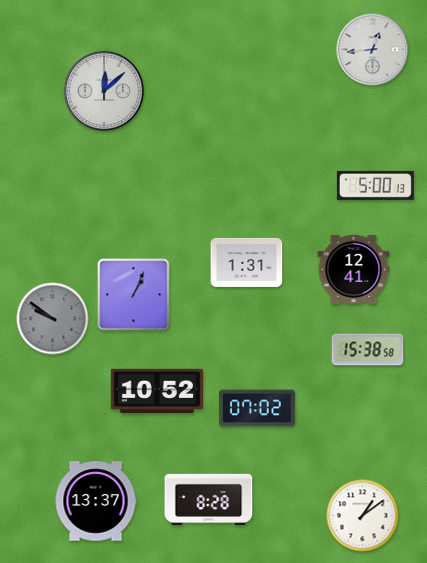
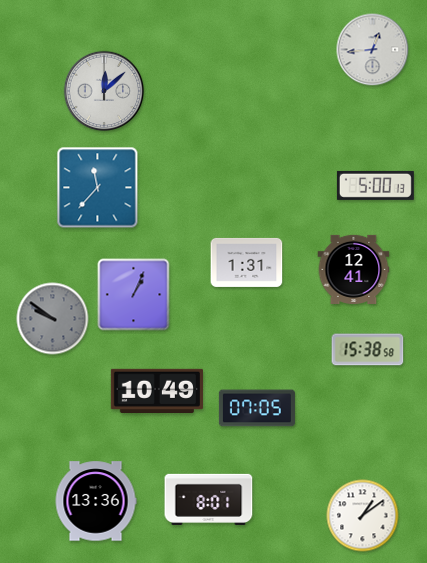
clock at (98, 188): none -> 11:37
clock at (157, 390): 10:52 -> 10:49
clock at (257, 408): 07:02 -> 07:05
clock at (209, 499): 8:28 -> 8:01
clock at (96, 501): 13:37 -> 13:36
